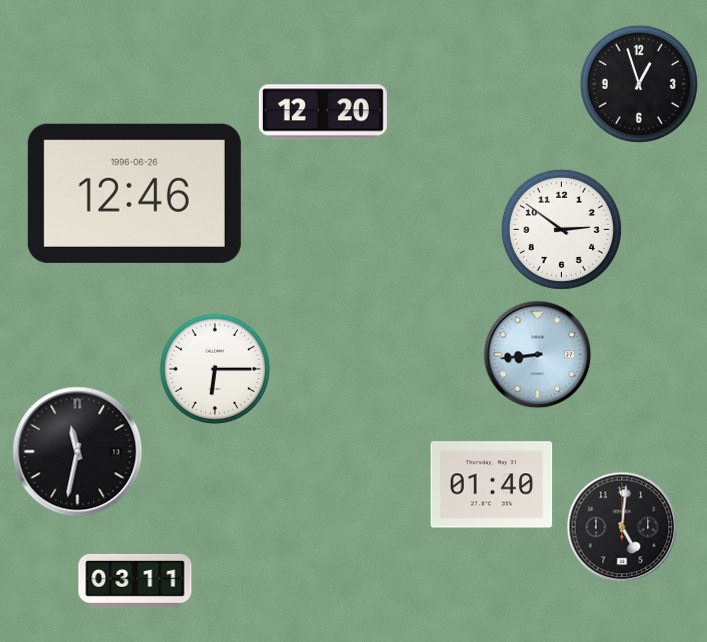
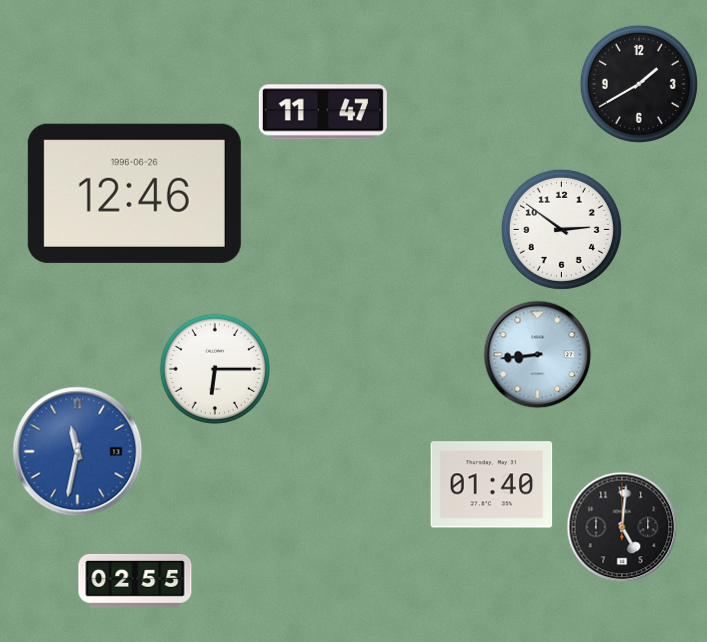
clock at (639, 84): 12:57 -> 1:40
clock at (323, 112): 12:20 -> 11:47
clock at (78, 452) dial: black -> blue
clock at (135, 581): 03:11 -> 02:55
